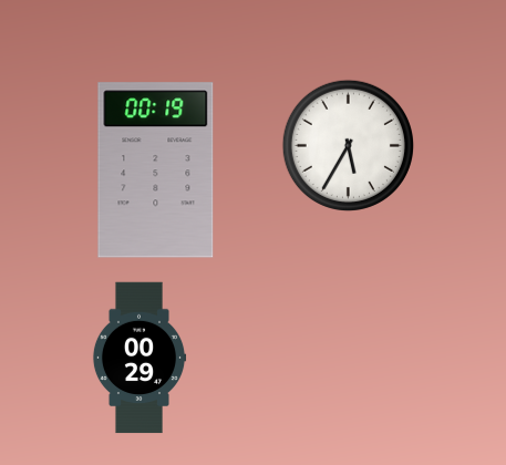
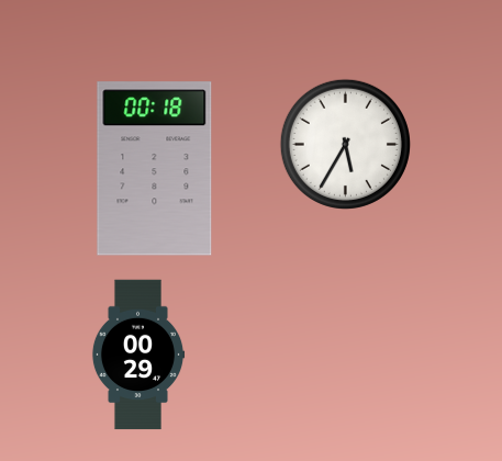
clock at (156, 170): 00:19 -> 00:18
